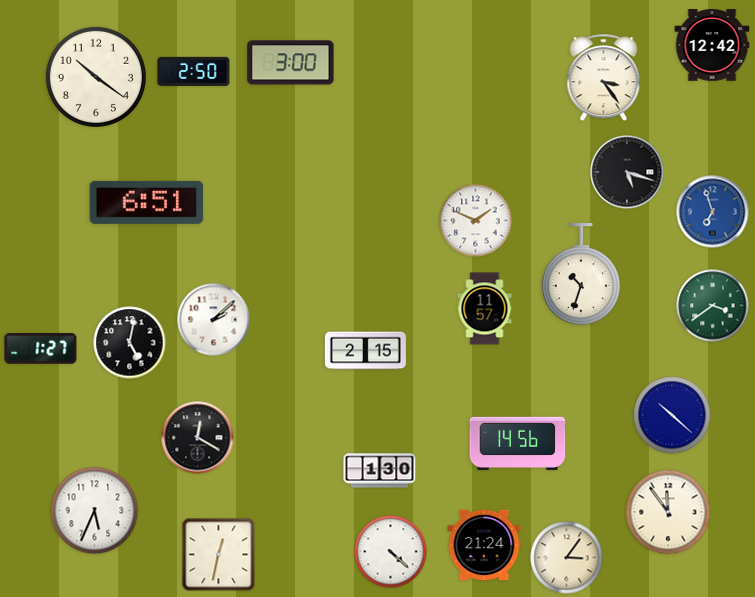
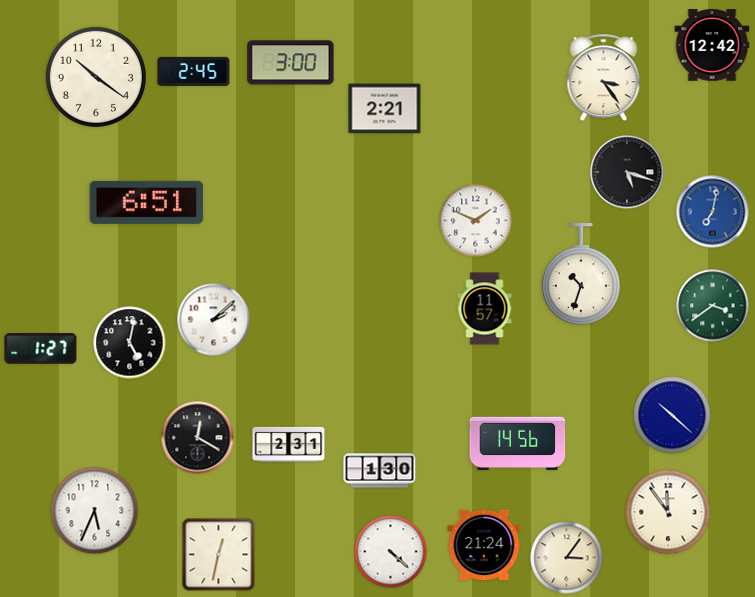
clock at (194, 71): 2:50 -> 2:45
clock at (385, 109): none -> 2:21
clock at (713, 212): 6:57 -> 7:02
clock at (365, 351): 2:15 -> none
clock at (289, 444): none -> 2:31
